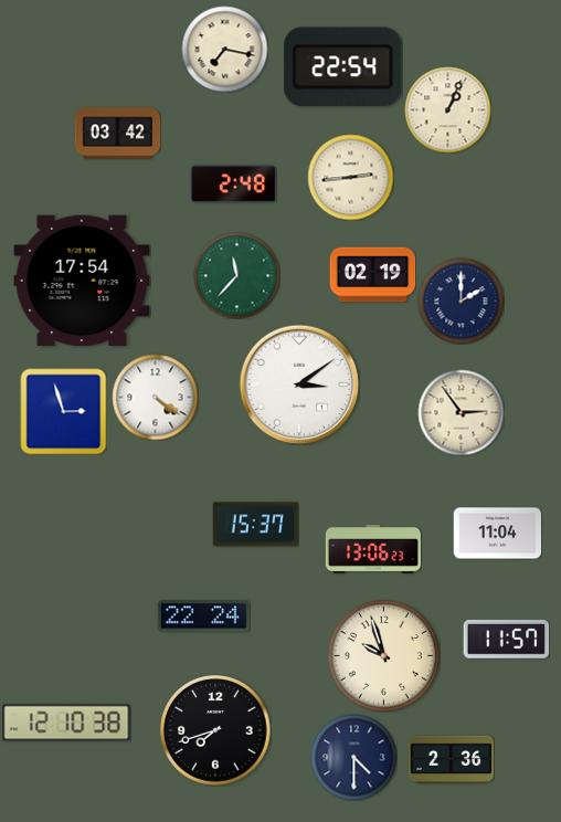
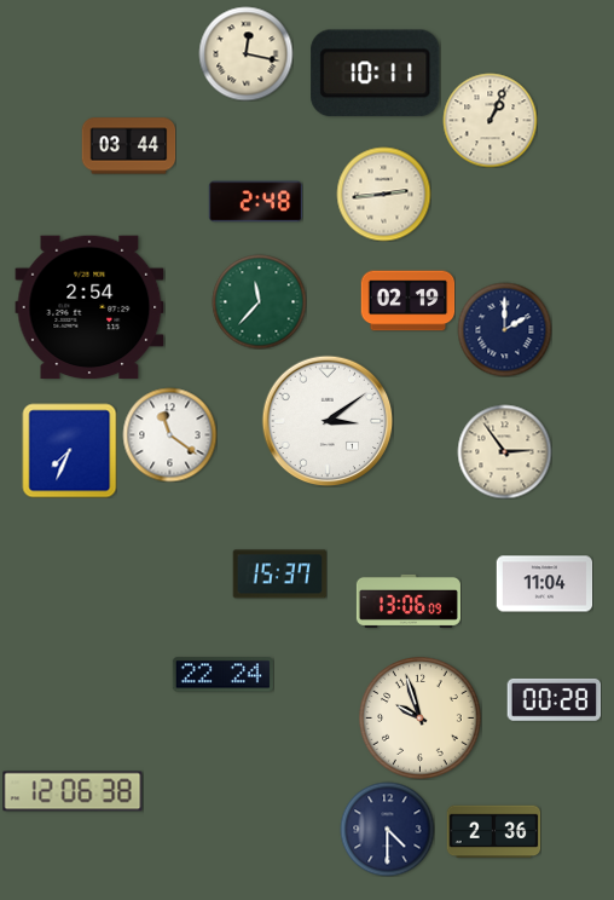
clock at (224, 49): 7:17 -> 12:17
clock at (343, 66): 22:54 -> 10:11
clock at (117, 134): 03:42 -> 03:44
clock at (82, 281): 17:54 -> 2:54
clock at (155, 397): 4:21 -> 11:21
clock at (63, 411): 2:57 -> 7:34
clock at (373, 549): 13:06:23 -> 13:06:09
clock at (506, 639): 11:57 -> 00:28
clock at (66, 723): 12:10 -> 12:06
clock at (216, 731): 7:42 -> none
